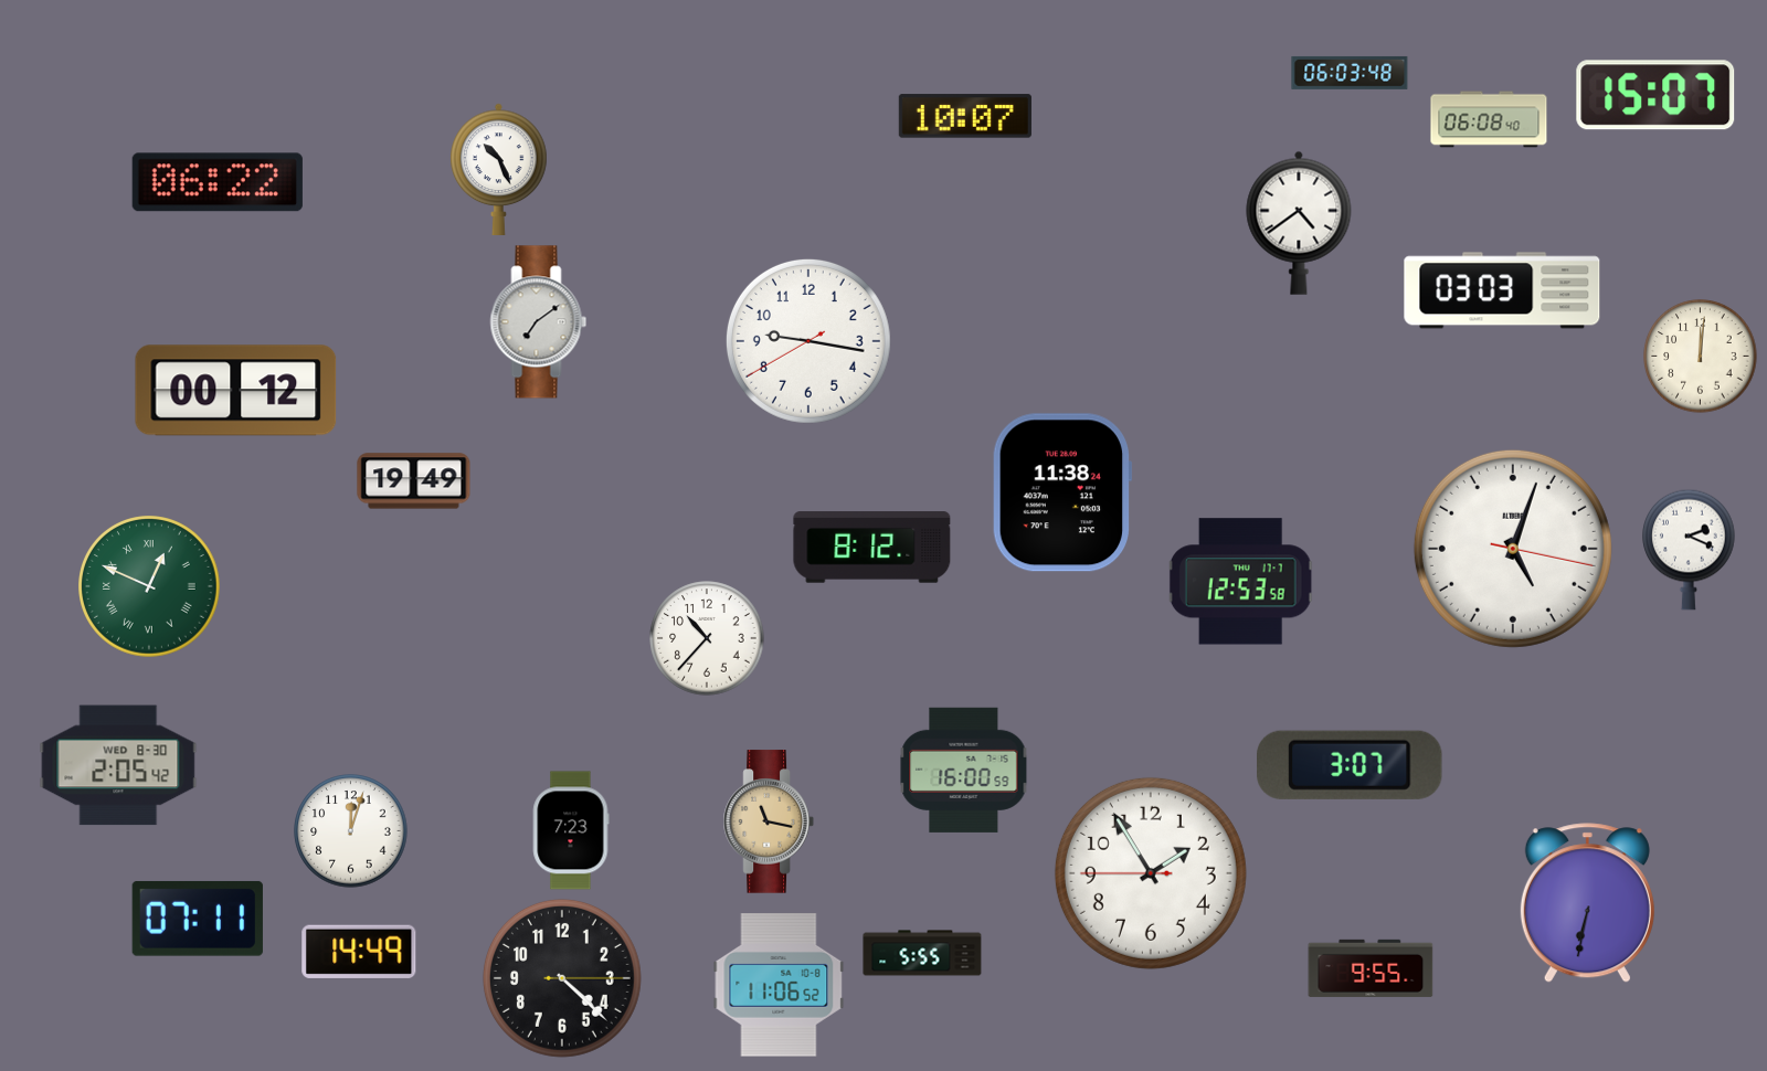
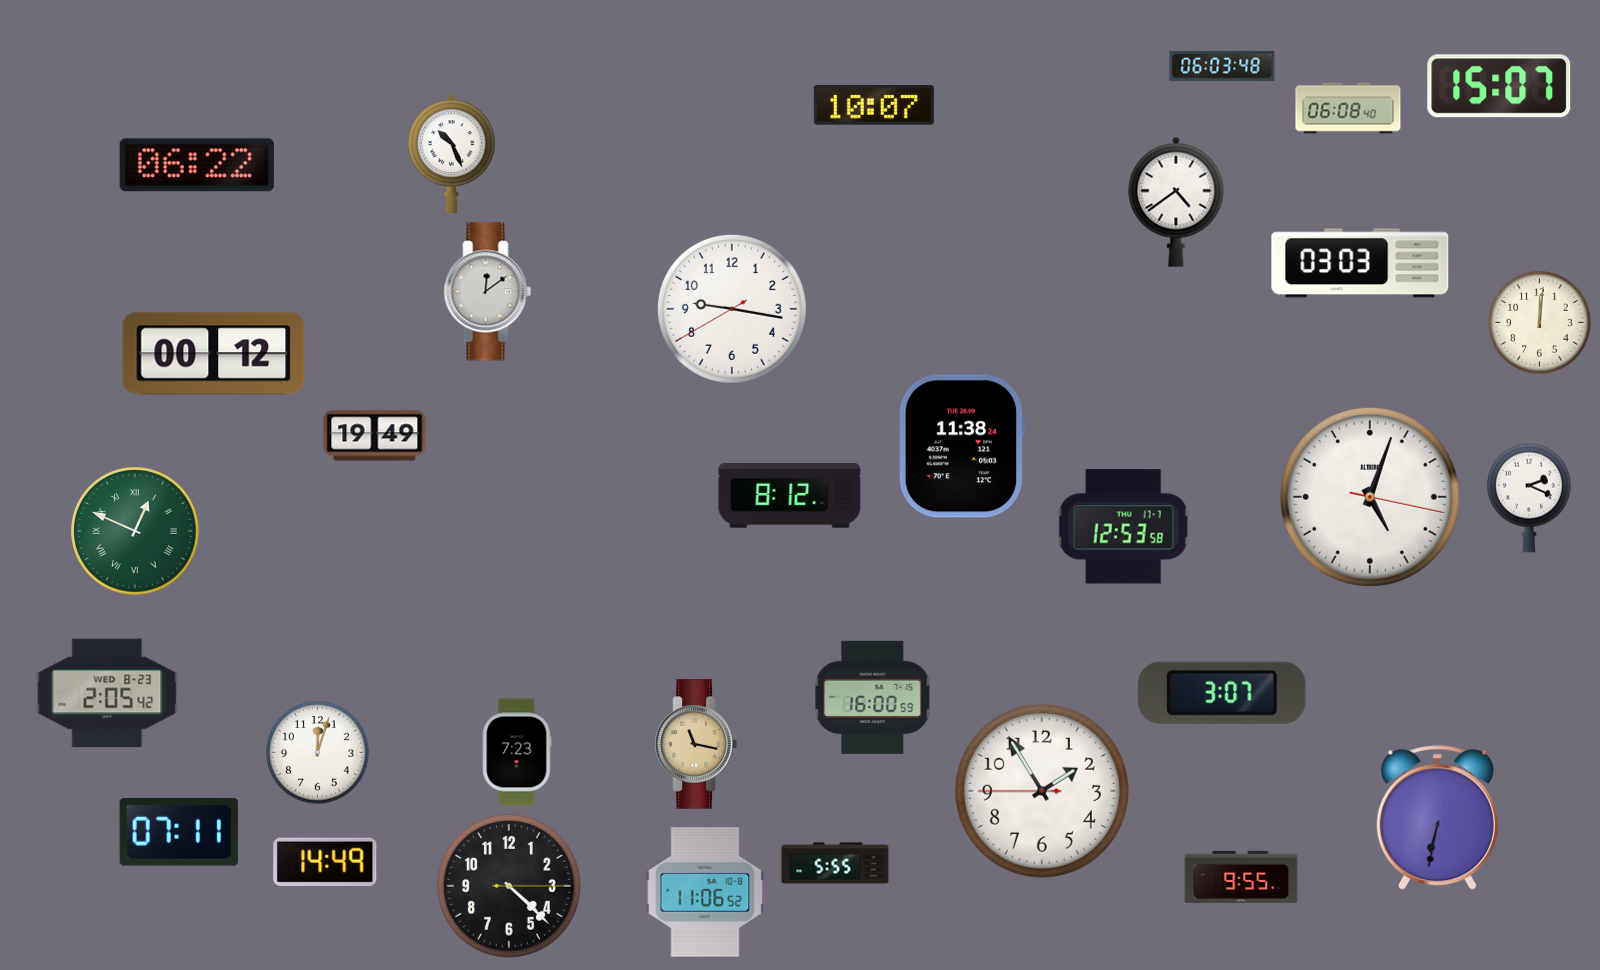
clock at (539, 322): 7:09 -> 12:09
clock at (707, 638): 10:37 -> none
clock at (118, 765) date: WED 8-30 -> WED 8-23
